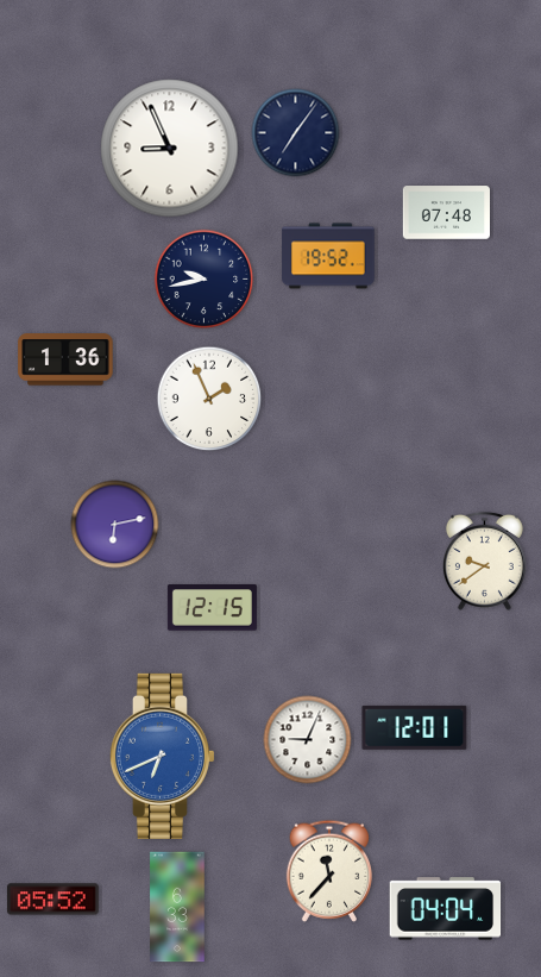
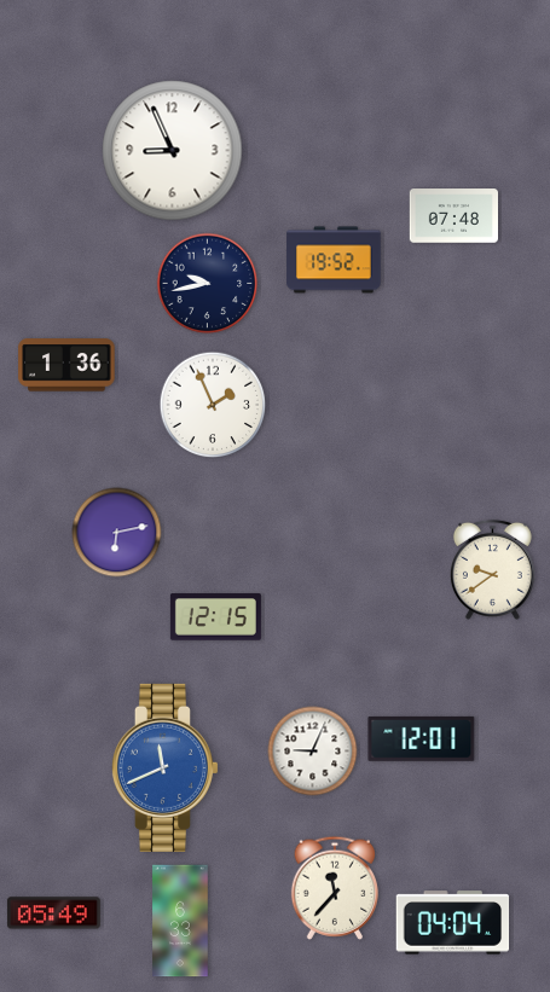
clock at (296, 133): 7:06 -> none
clock at (162, 756): 6:41 -> 11:41
clock at (329, 871) position: (329, 871) -> (335, 888)
clock at (52, 900): 05:52 -> 05:49
